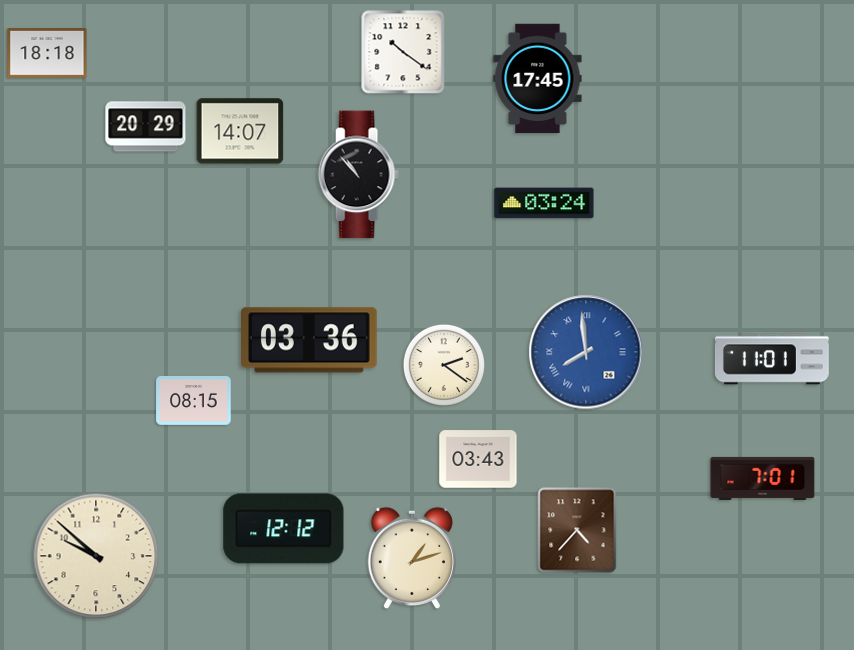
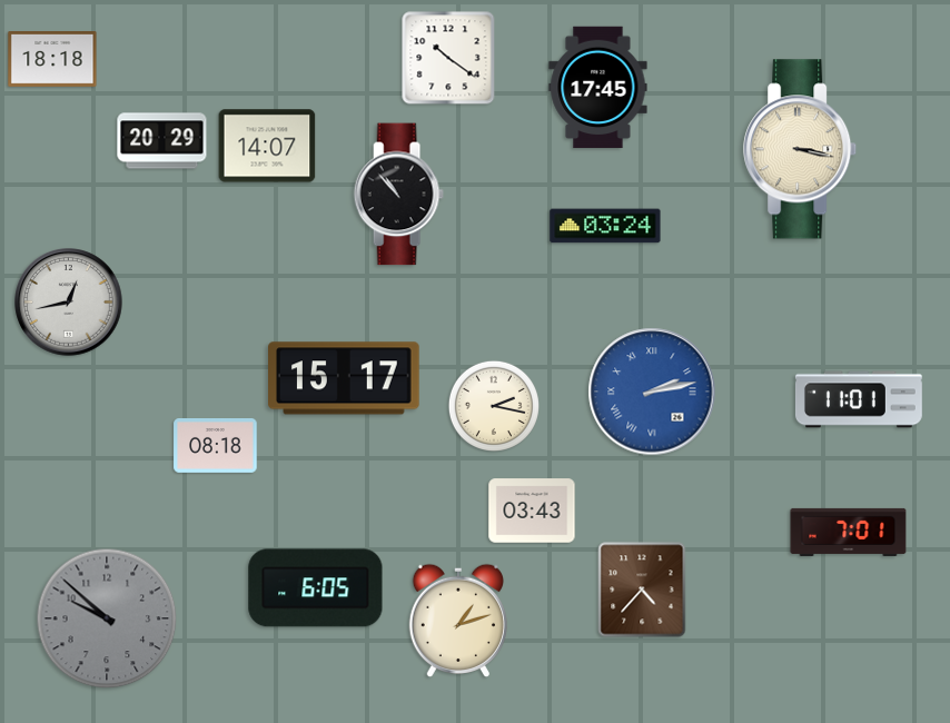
clock at (801, 149): none -> 3:17
clock at (69, 303): none -> 12:43
clock at (310, 340): 03:36 -> 15:17
clock at (586, 352): 7:59 -> 2:13
clock at (444, 365): 2:21 -> 2:17
clock at (194, 401): 08:15 -> 08:18
clock at (284, 529): 12:12 -> 6:05
clock at (96, 556) dial: cream -> grey
